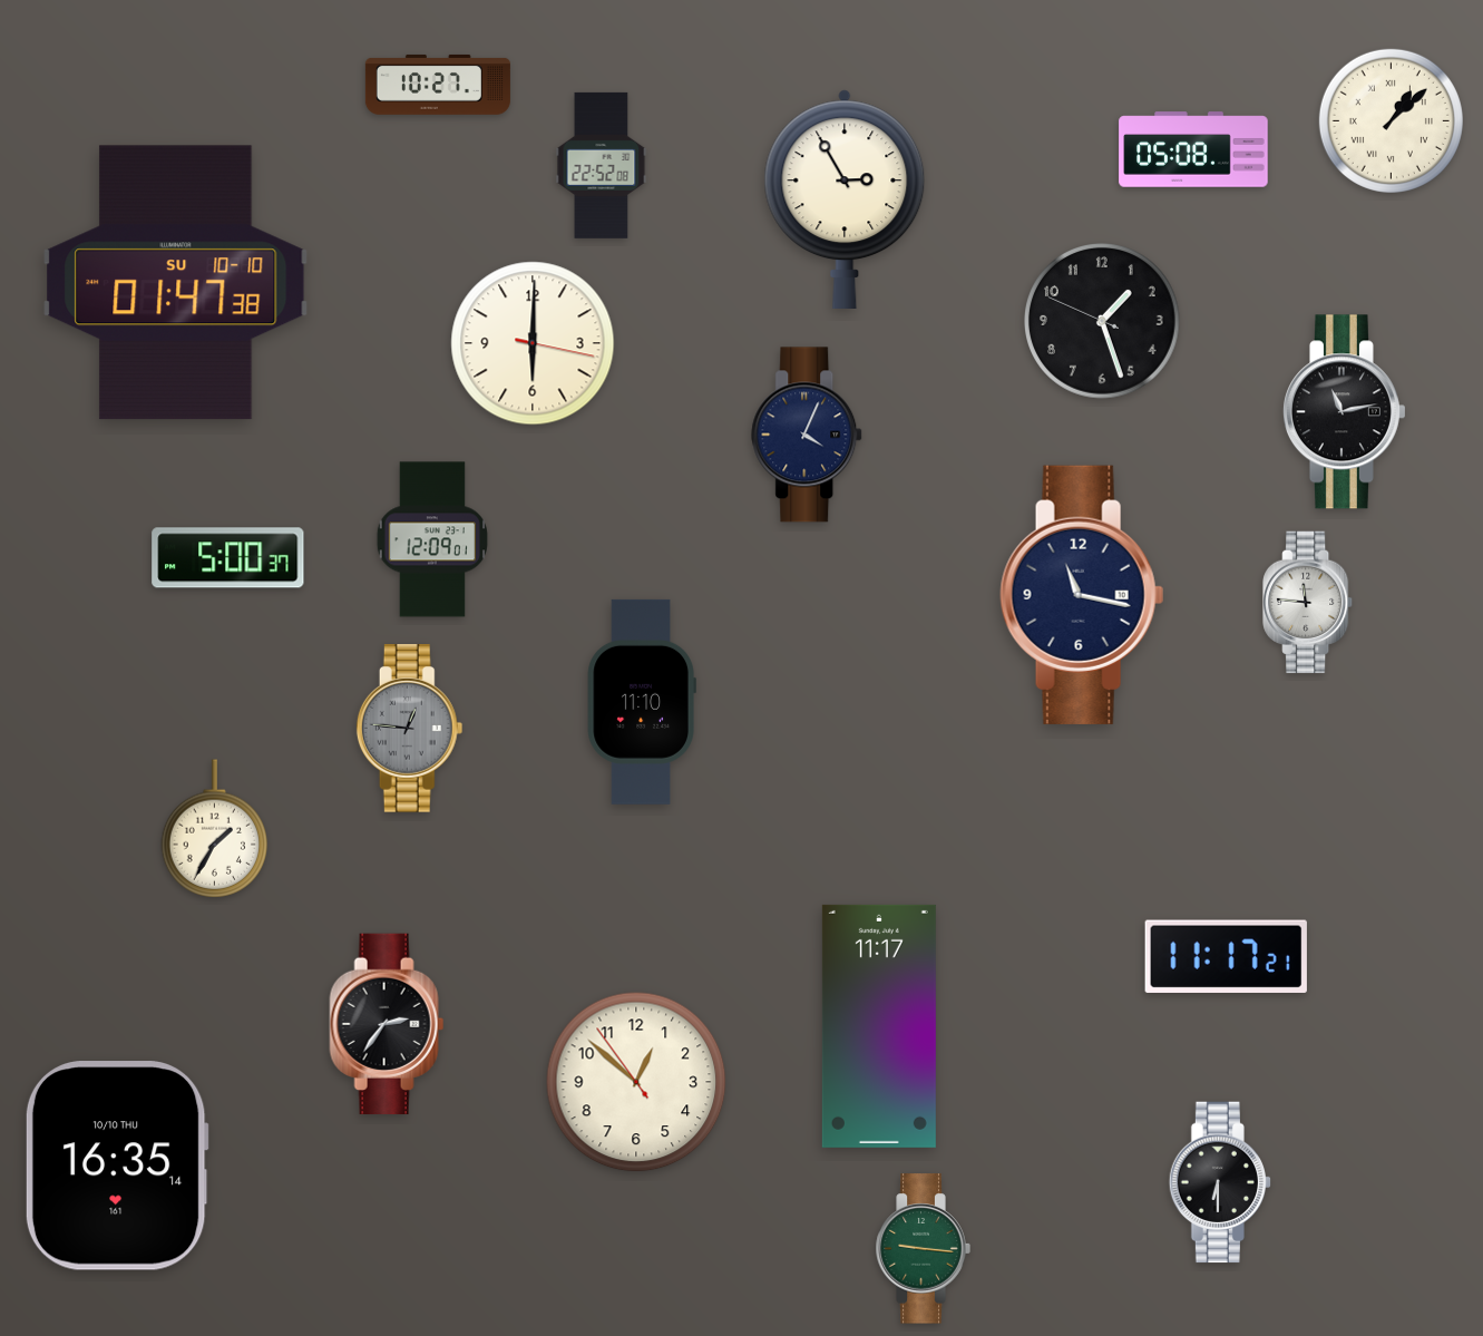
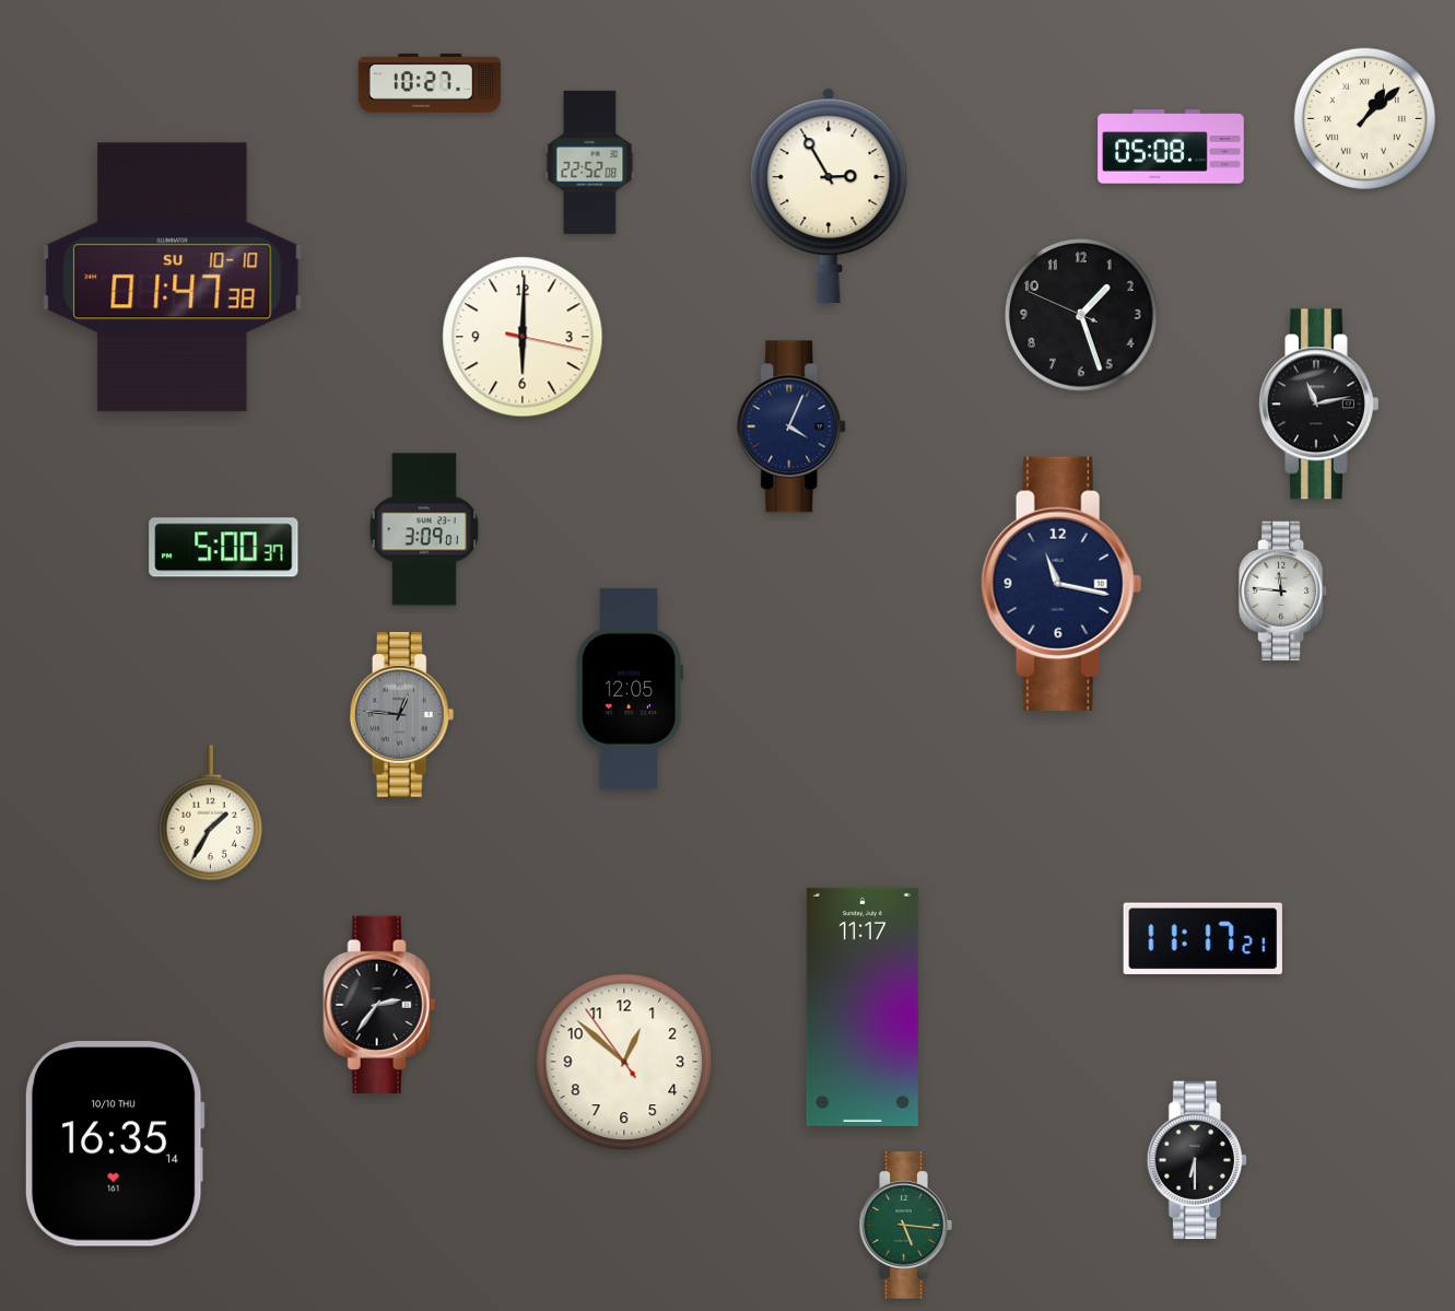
clock at (432, 539): 12:09 -> 3:09
clock at (642, 702): 11:10 -> 12:05
clock at (923, 1249): 9:16 -> 5:16
